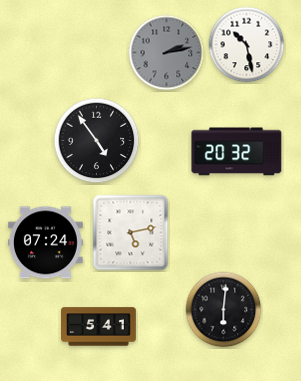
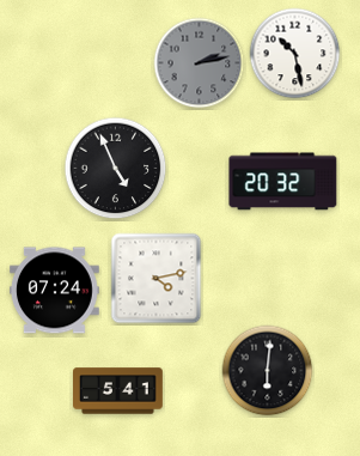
clock at (97, 141): 4:54 -> 4:56
clock at (131, 233): 5:13 -> 4:13
